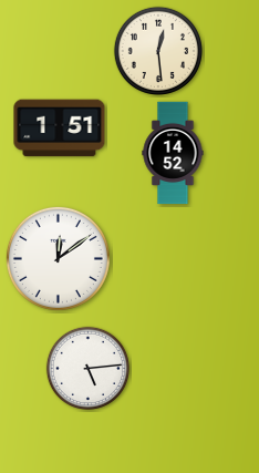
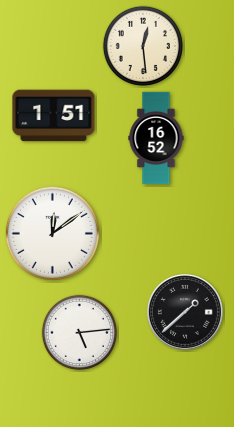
clock at (173, 153): 14:52 -> 16:52
clock at (185, 312): none -> 1:38
